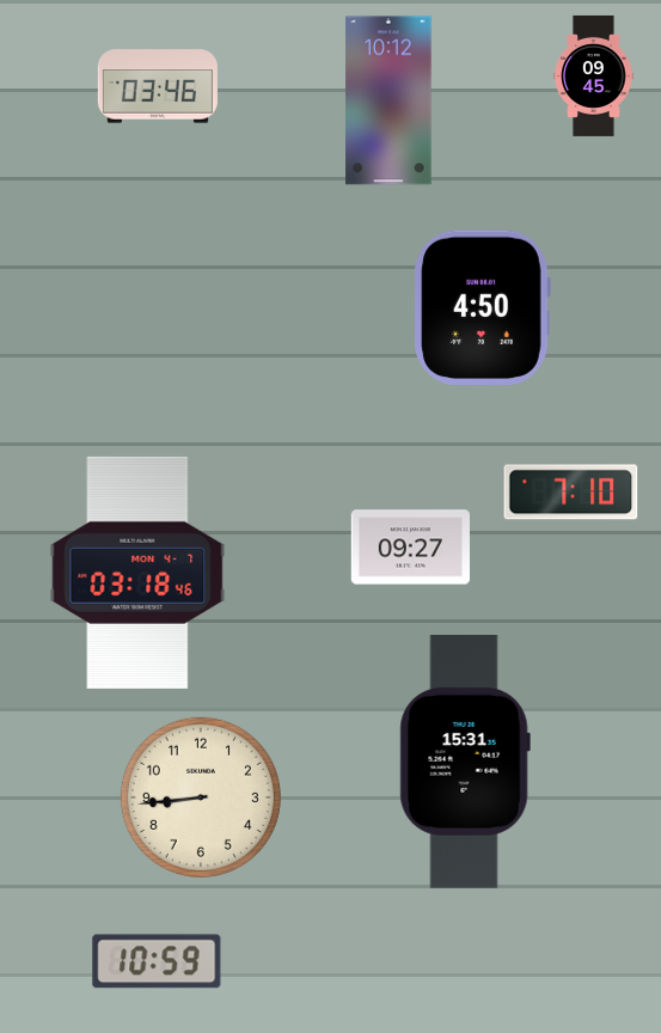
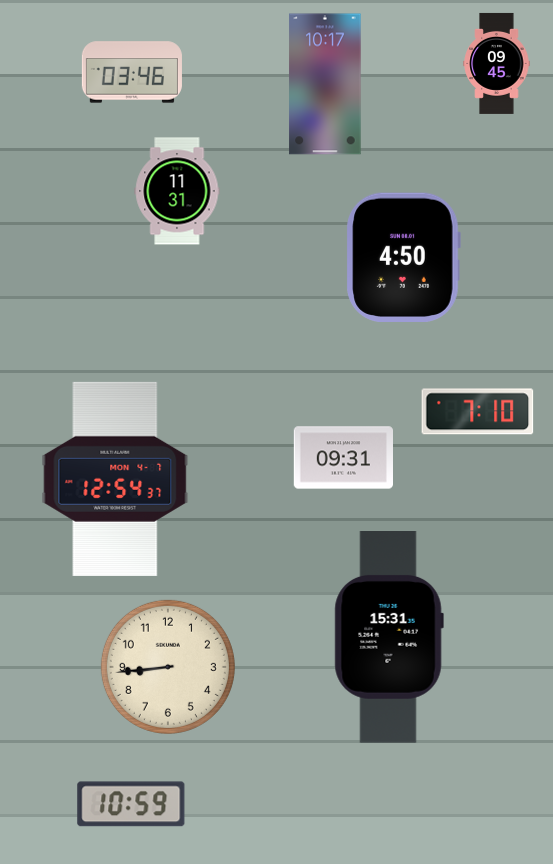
clock at (388, 100): 10:12 -> 10:17
clock at (177, 191): none -> 11:31
clock at (410, 548): 09:27 -> 09:31
clock at (137, 573): 03:18 -> 12:54
